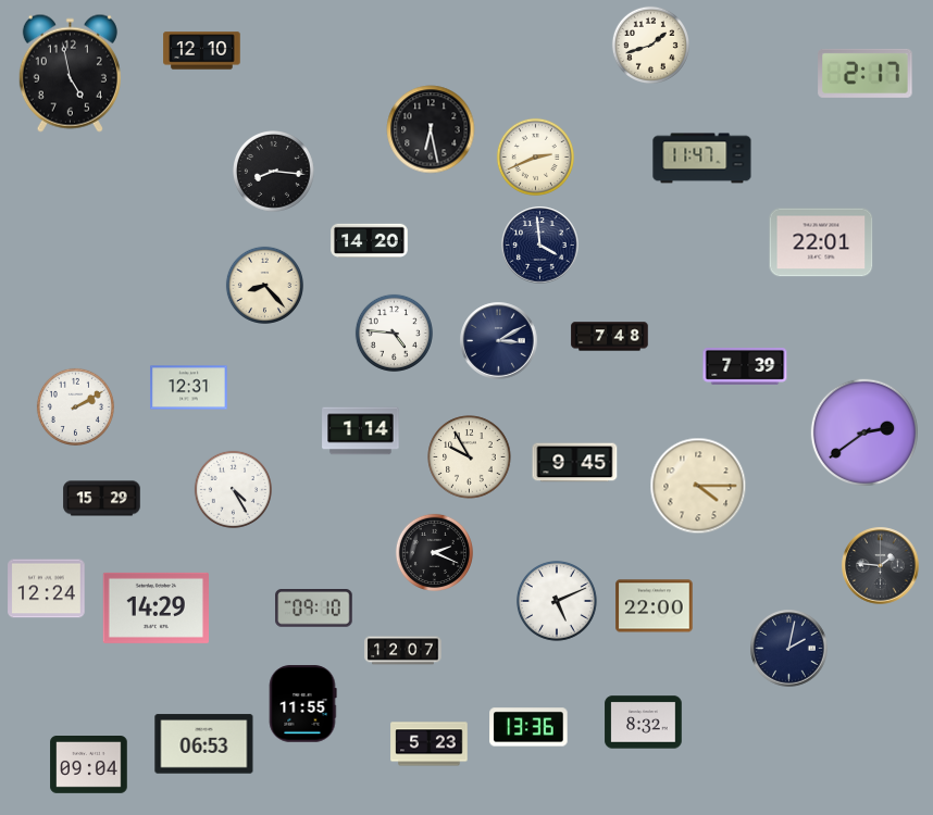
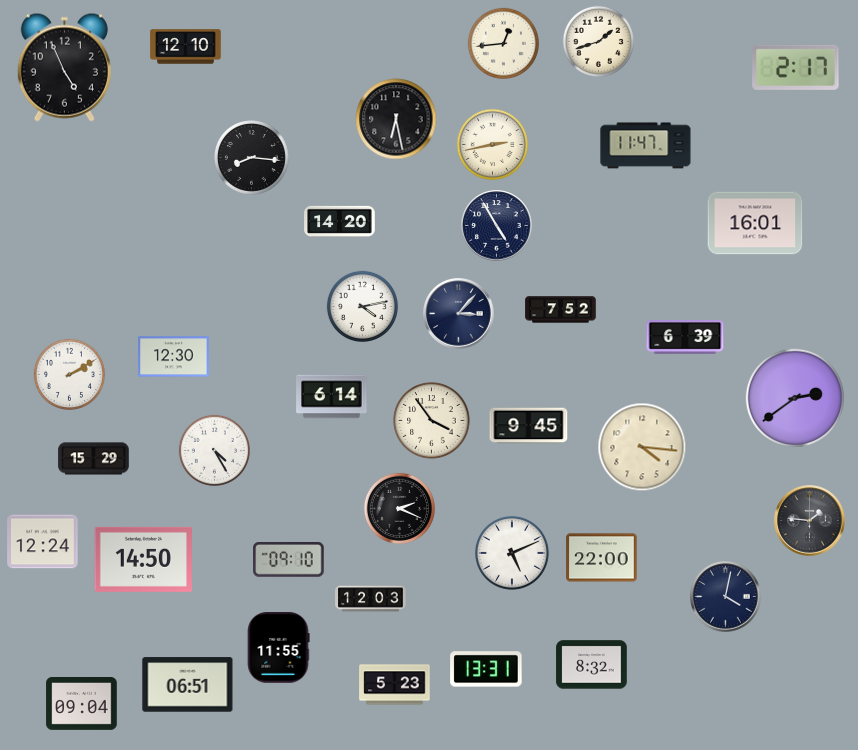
clock at (503, 43): none -> 12:44
clock at (70, 73): 4:58 -> 4:56
clock at (535, 156): 2:41 -> 2:43
clock at (821, 242): 22:01 -> 16:01
clock at (540, 246): 3:59 -> 4:55
clock at (264, 285): 8:23 -> none
clock at (394, 333): 4:46 -> 4:13
clock at (610, 337): 7:48 -> 7:52
clock at (499, 341): 3:10 -> 3:07
clock at (745, 367): 7:39 -> 6:39
clock at (189, 388): 12:31 -> 12:30
clock at (361, 431): 1:14 -> 6:14
clock at (470, 457): 9:55 -> 3:54
clock at (698, 486): 4:15 -> 4:16
clock at (155, 607): 14:29 -> 14:50
clock at (789, 649): 2:02 -> 4:02
clock at (403, 651): 12:07 -> 12:03
clock at (528, 727): 13:36 -> 13:31
clock at (204, 744): 06:53 -> 06:51
